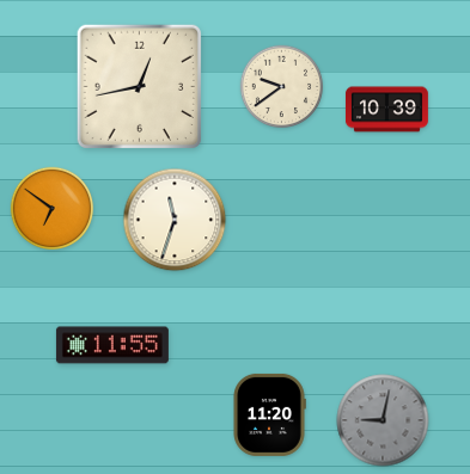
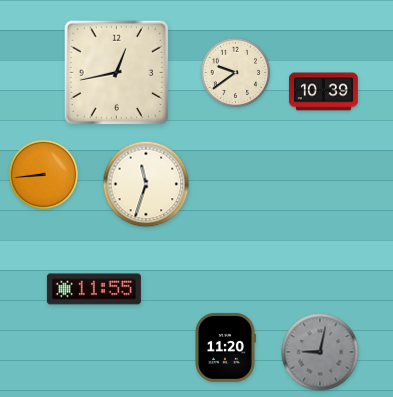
clock at (53, 209): 6:51 -> 8:44
